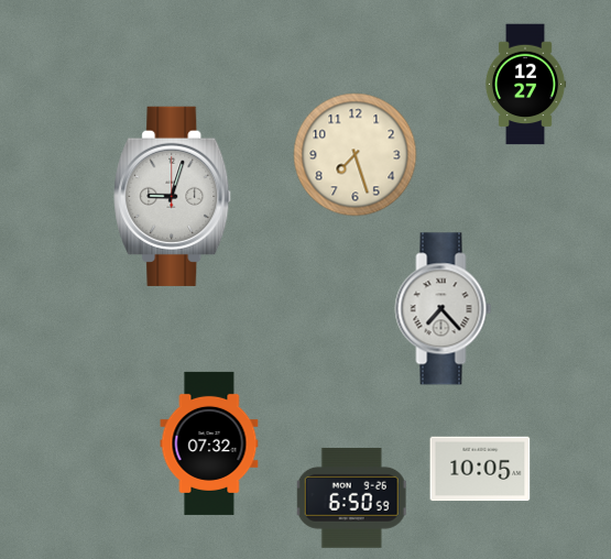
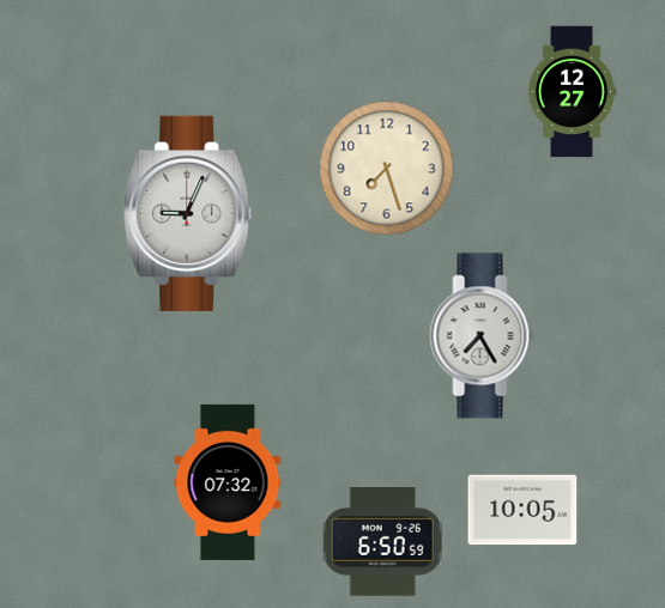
clock at (173, 196): 9:03 -> 9:04
clock at (444, 309): 7:23 -> 7:25
